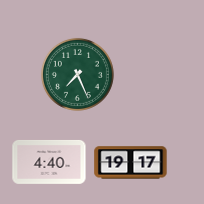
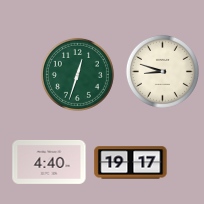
clock at (162, 71): none -> 8:48
clock at (77, 74): 7:26 -> 12:33
